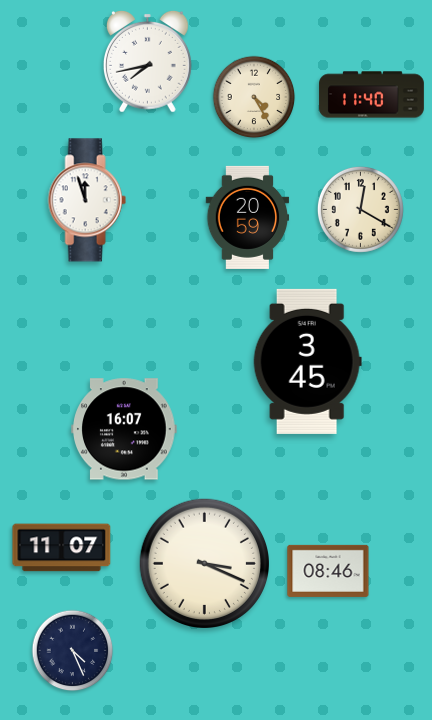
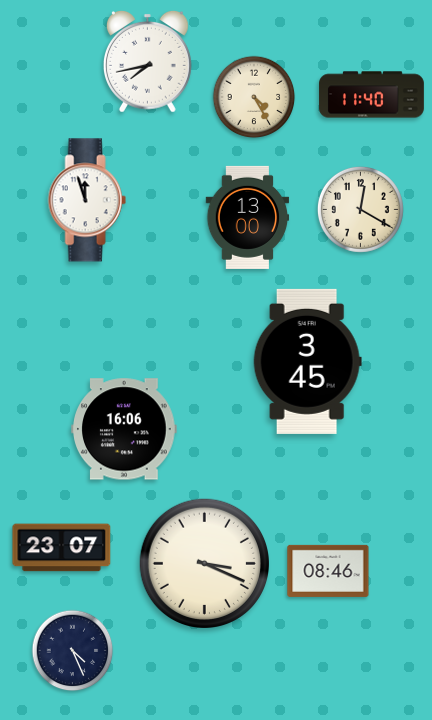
clock at (248, 217): 20:59 -> 13:00
clock at (124, 429): 16:07 -> 16:06
clock at (62, 548): 11:07 -> 23:07
